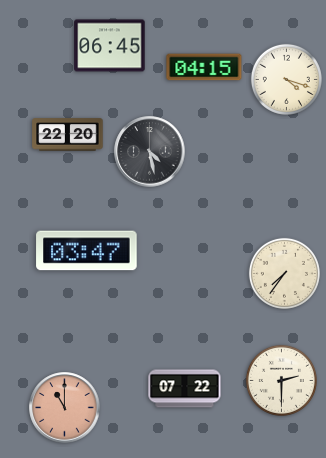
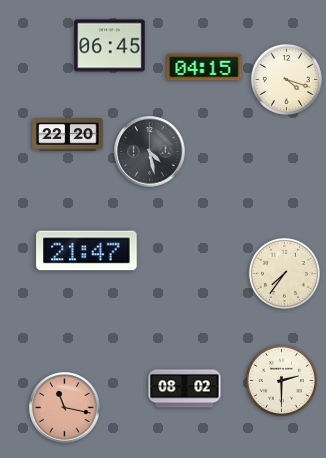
clock at (87, 251): 03:47 -> 21:47
clock at (185, 389): 07:22 -> 08:02
clock at (65, 408): 11:00 -> 11:17
